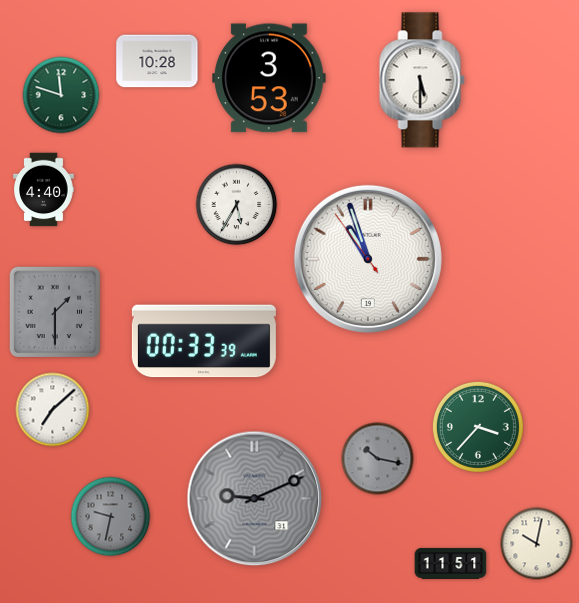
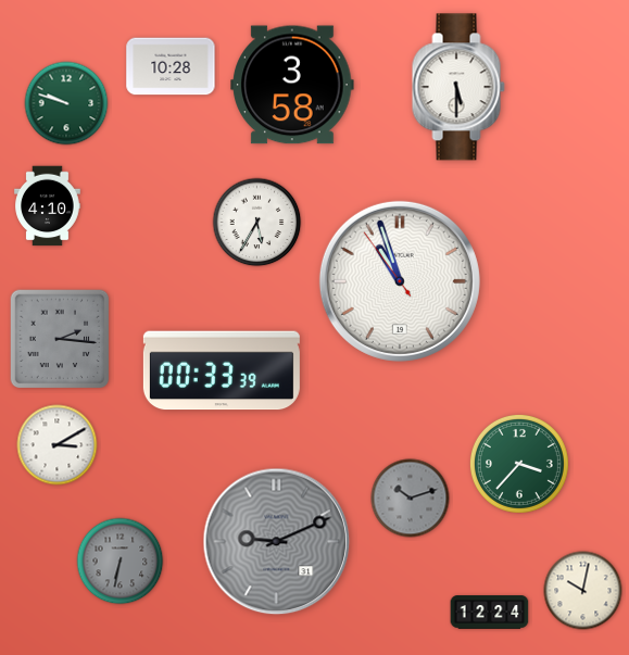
clock at (269, 78): 3:53 -> 3:58
clock at (61, 95): 11:48 -> 9:48
clock at (44, 190): 4:40 -> 4:10
clock at (55, 312): 1:30 -> 2:16
clock at (53, 410): 7:08 -> 3:10
clock at (378, 459): 10:17 -> 10:12
clock at (111, 517): 9:32 -> 6:32
clock at (451, 564): 11:51 -> 12:24
